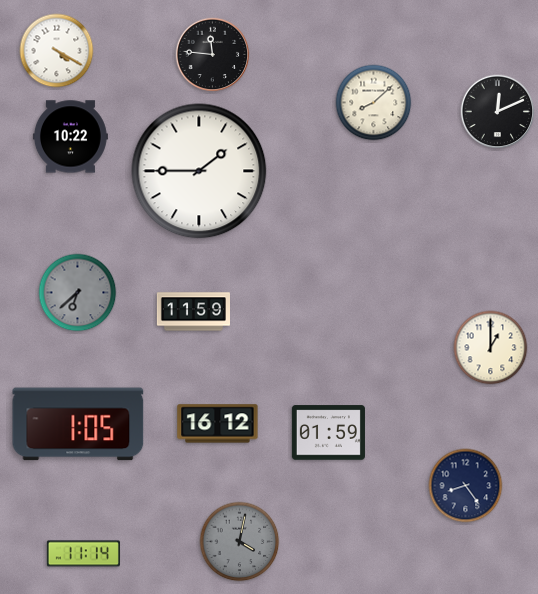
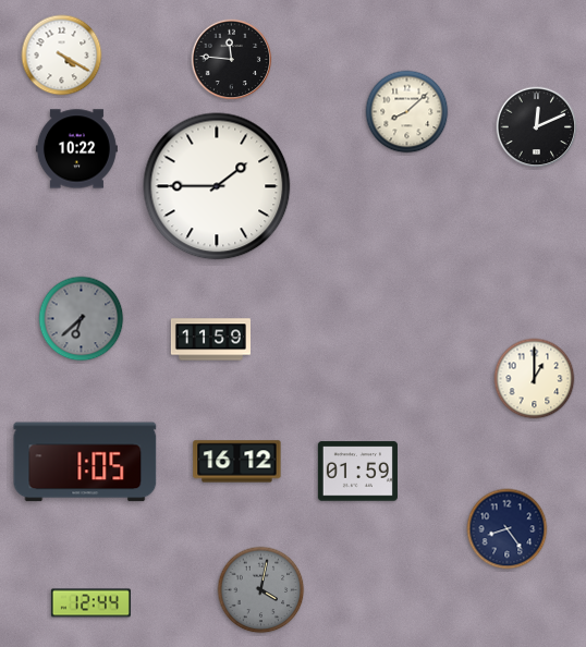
clock at (498, 112) position: (498, 112) -> (537, 127)
clock at (78, 293) position: (78, 293) -> (82, 319)
clock at (83, 554): 11:14 -> 12:44
